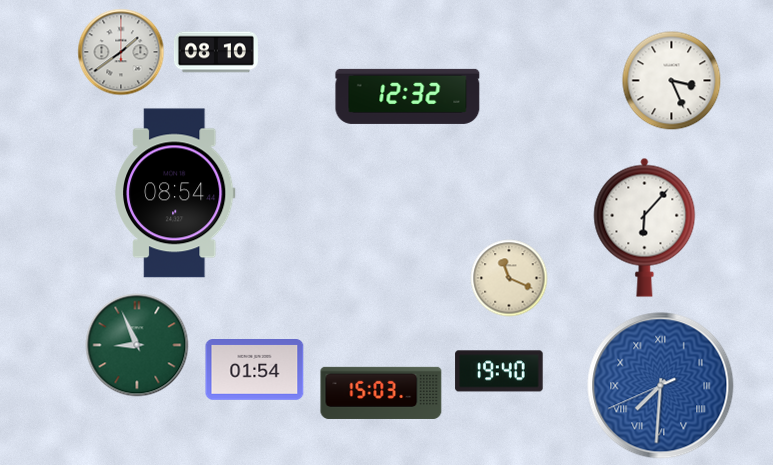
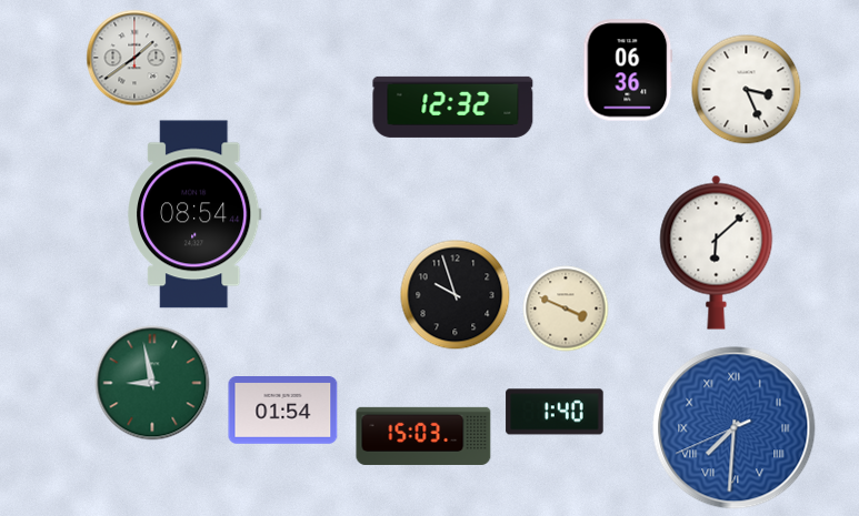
clock at (216, 52): 08:10 -> none
clock at (628, 70): none -> 06:36
clock at (645, 227): 6:07 -> 6:08
clock at (456, 295): none -> 9:57
clock at (509, 278): 11:19 -> 3:49
clock at (137, 345): 8:56 -> 8:58
clock at (499, 371): 19:40 -> 1:40
